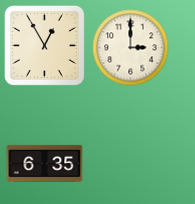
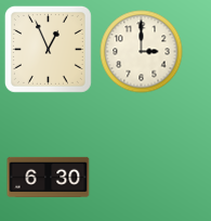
clock at (44, 45): 12:55 -> 12:56
clock at (45, 163): 6:35 -> 6:30
